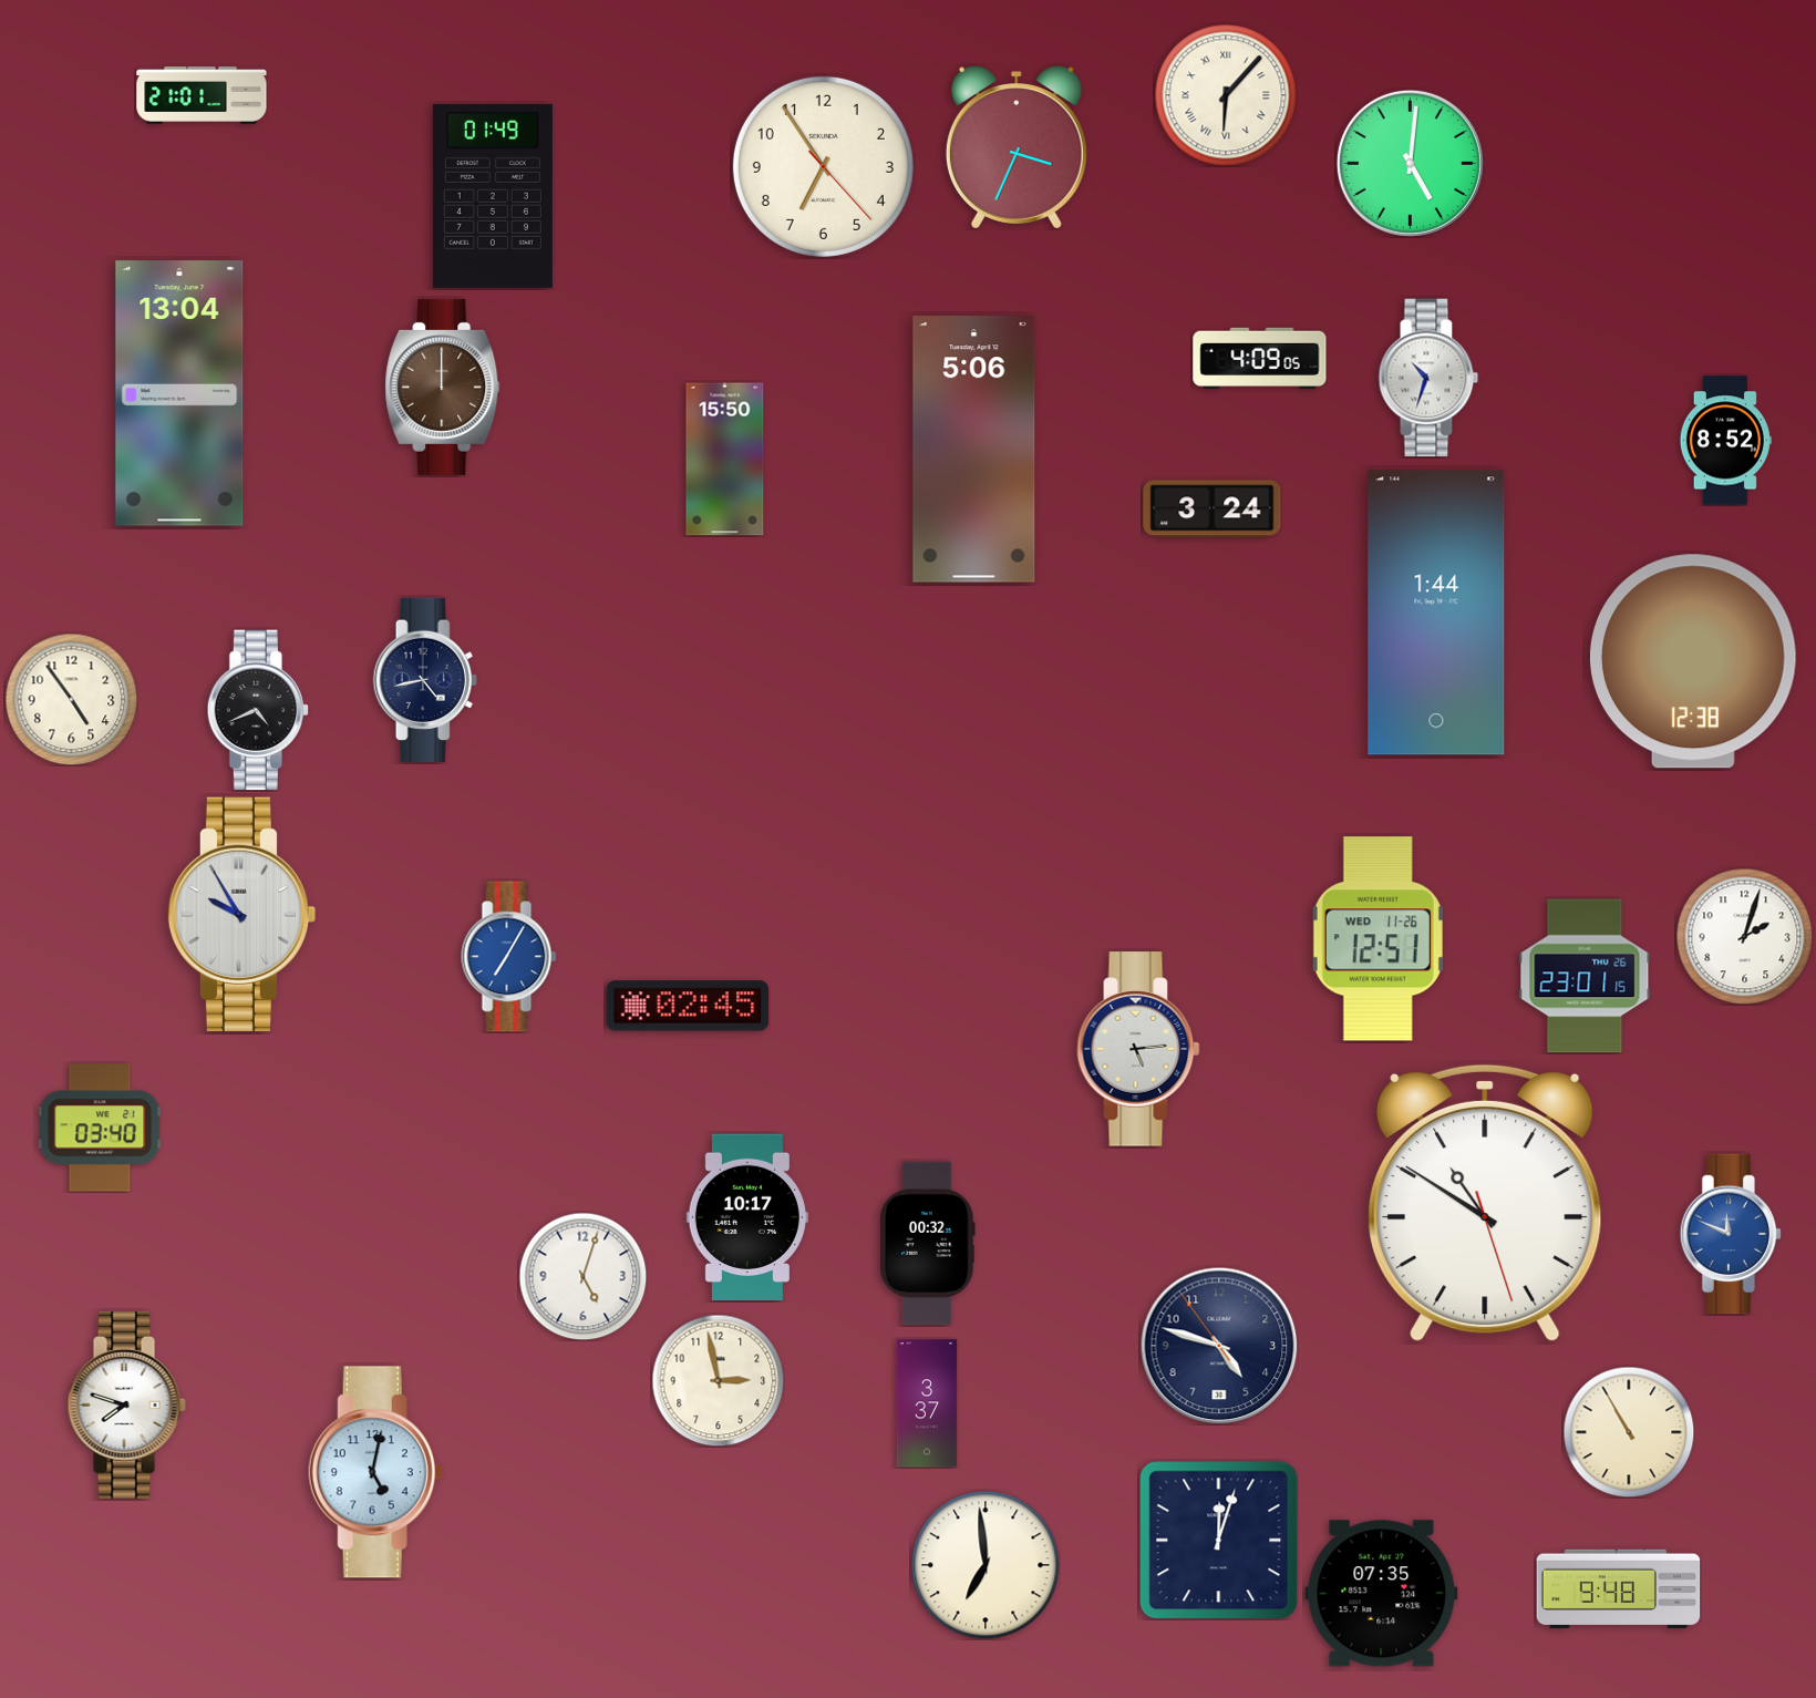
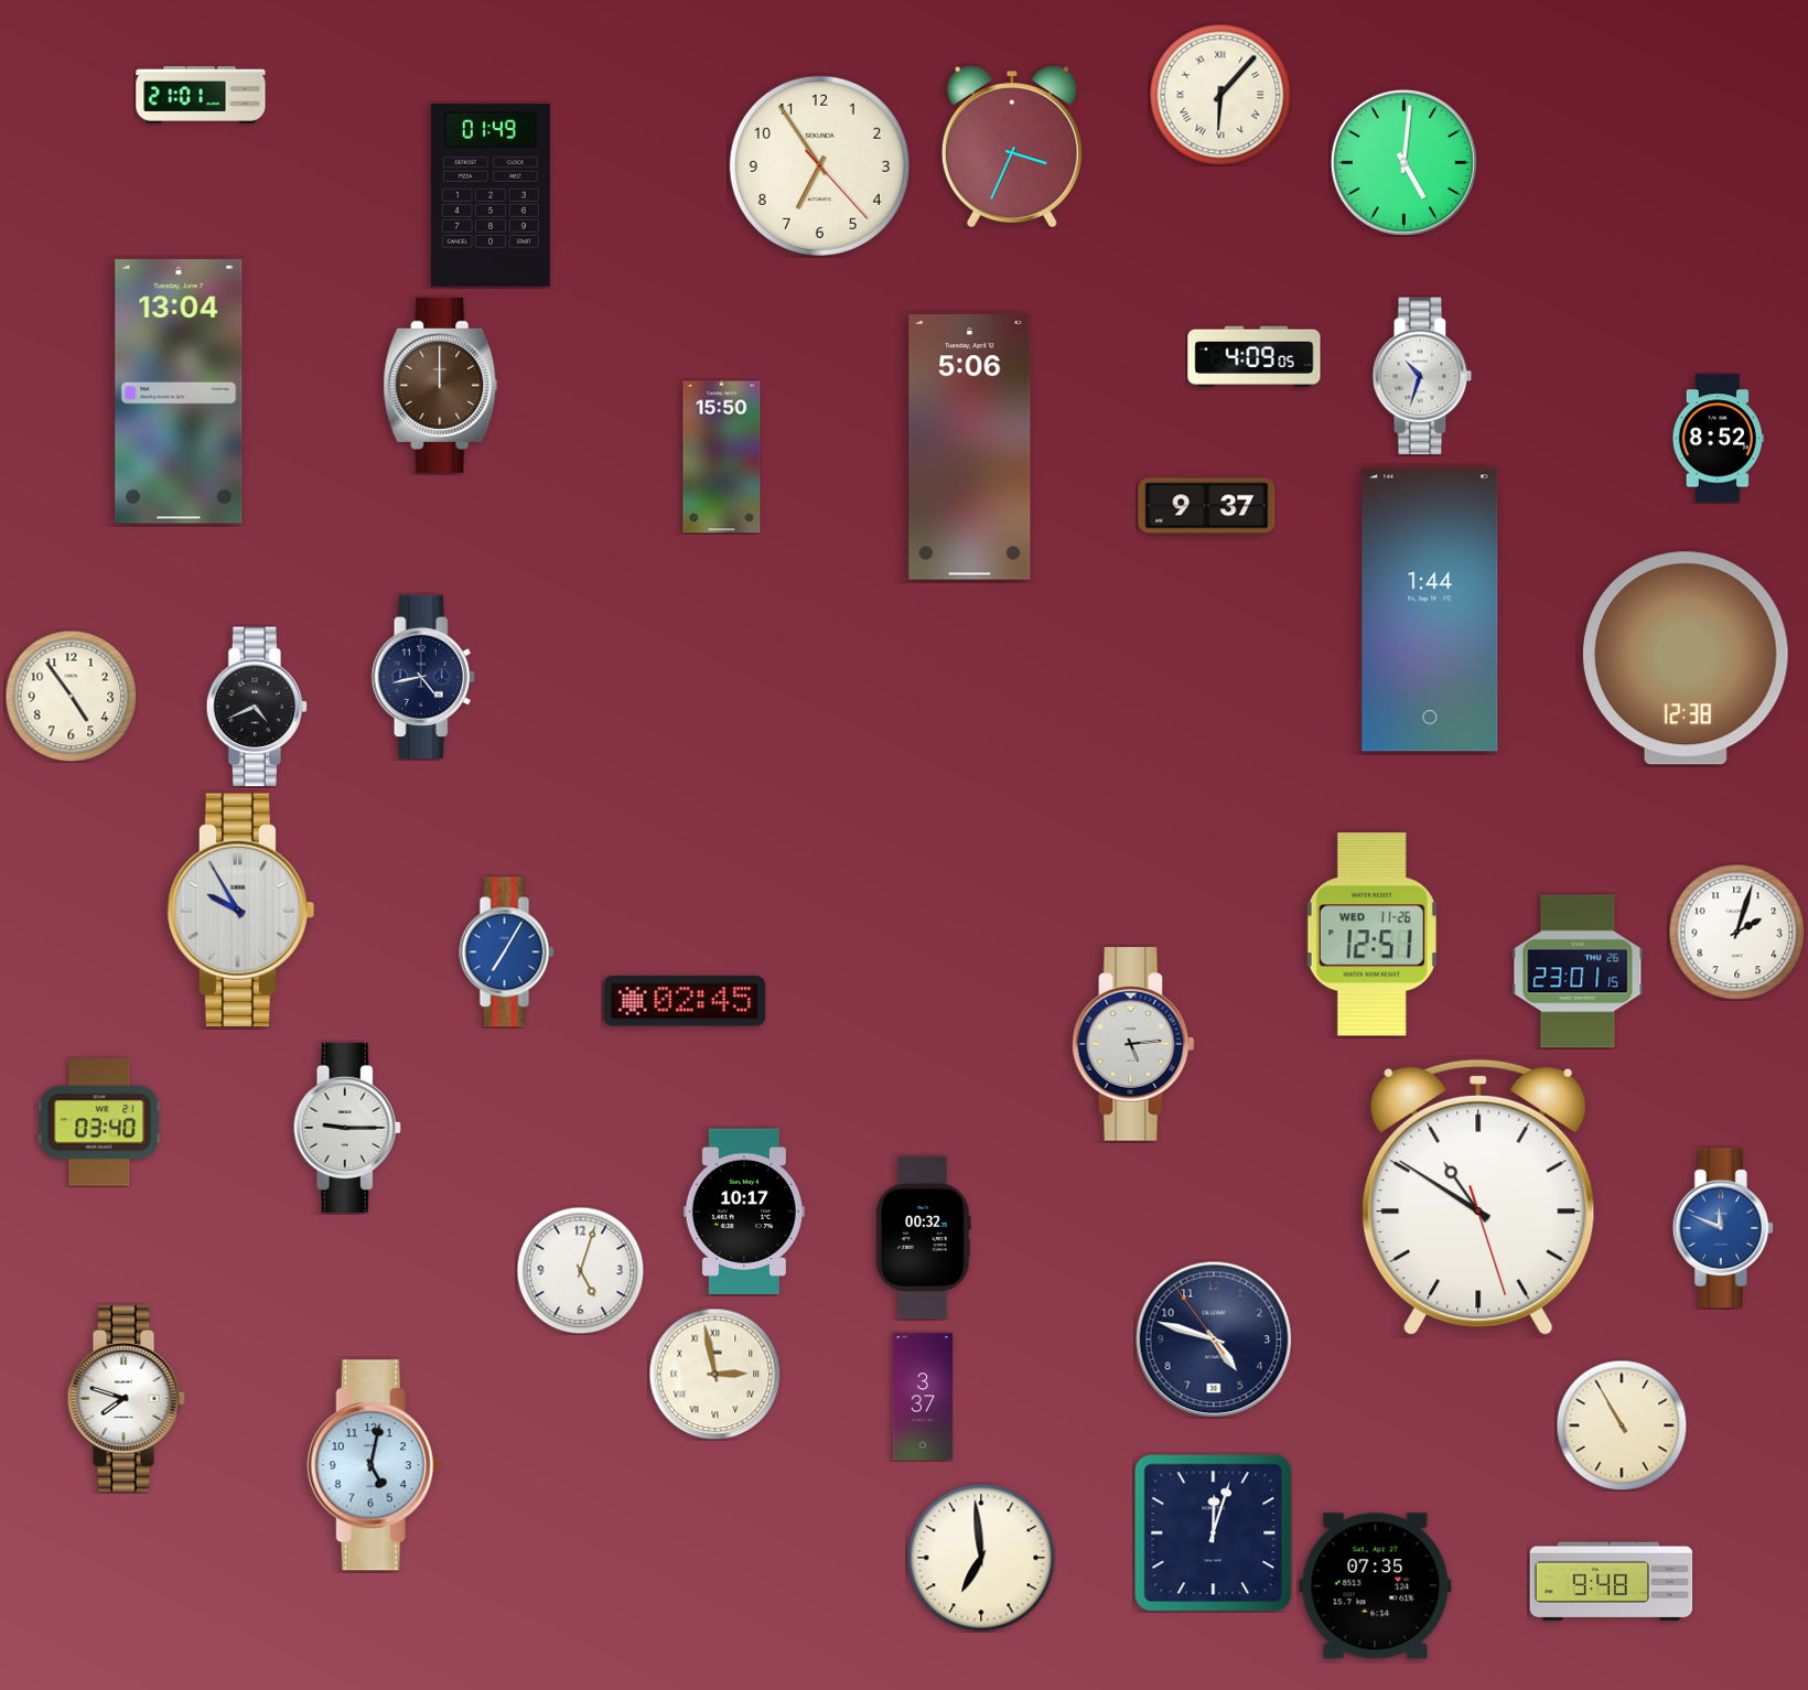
clock at (1213, 510): 3:24 -> 9:37
clock at (347, 1128): none -> 9:15
clock at (718, 1380) numerals: Arabic -> Roman
